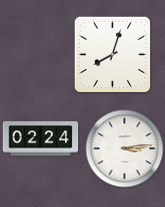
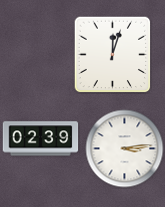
clock at (113, 55): 8:03 -> 12:03
clock at (41, 139): 02:24 -> 02:39
